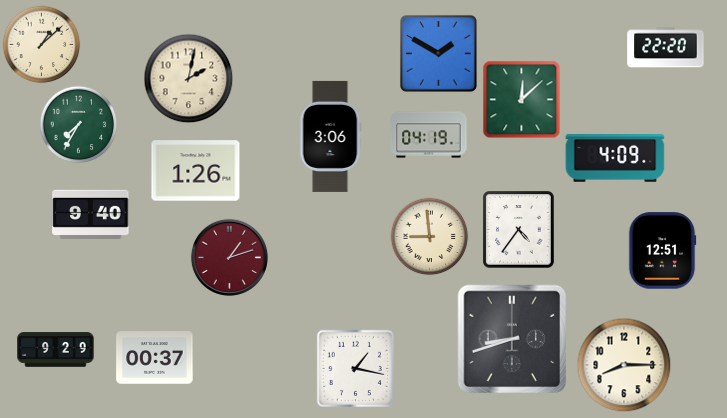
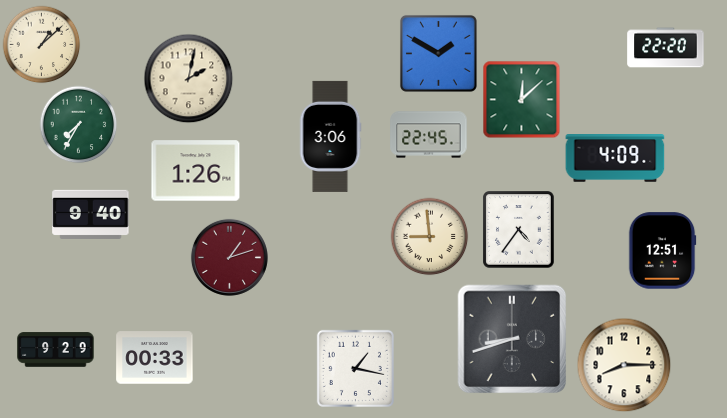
clock at (429, 135): 04:19 -> 22:45
clock at (155, 358): 00:37 -> 00:33
